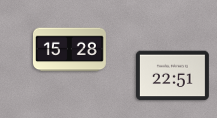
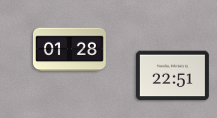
clock at (69, 50): 15:28 -> 01:28
